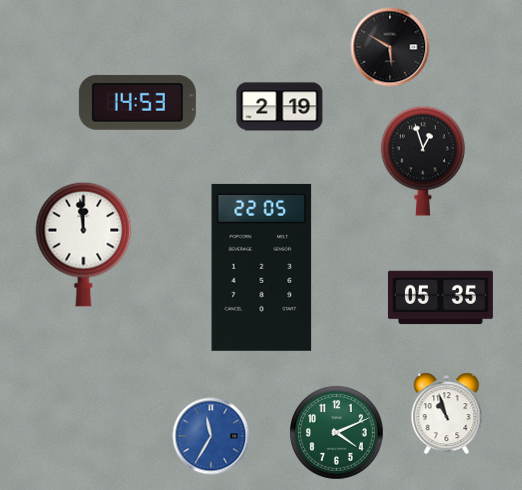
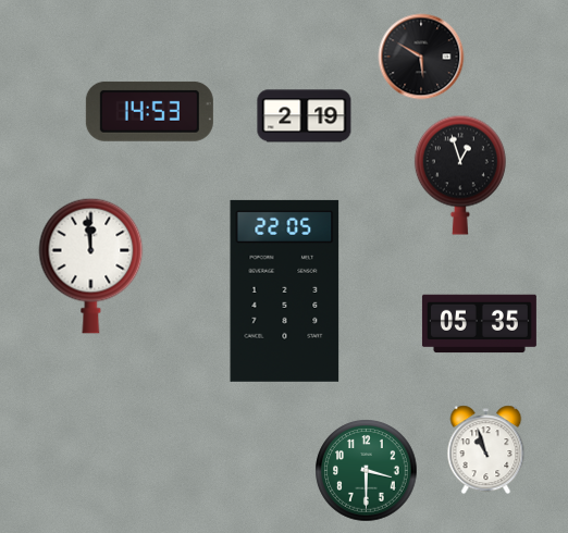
clock at (390, 47) position: (390, 47) -> (421, 57)
clock at (337, 433): 4:11 -> 3:30
clock at (211, 436): 11:35 -> none
